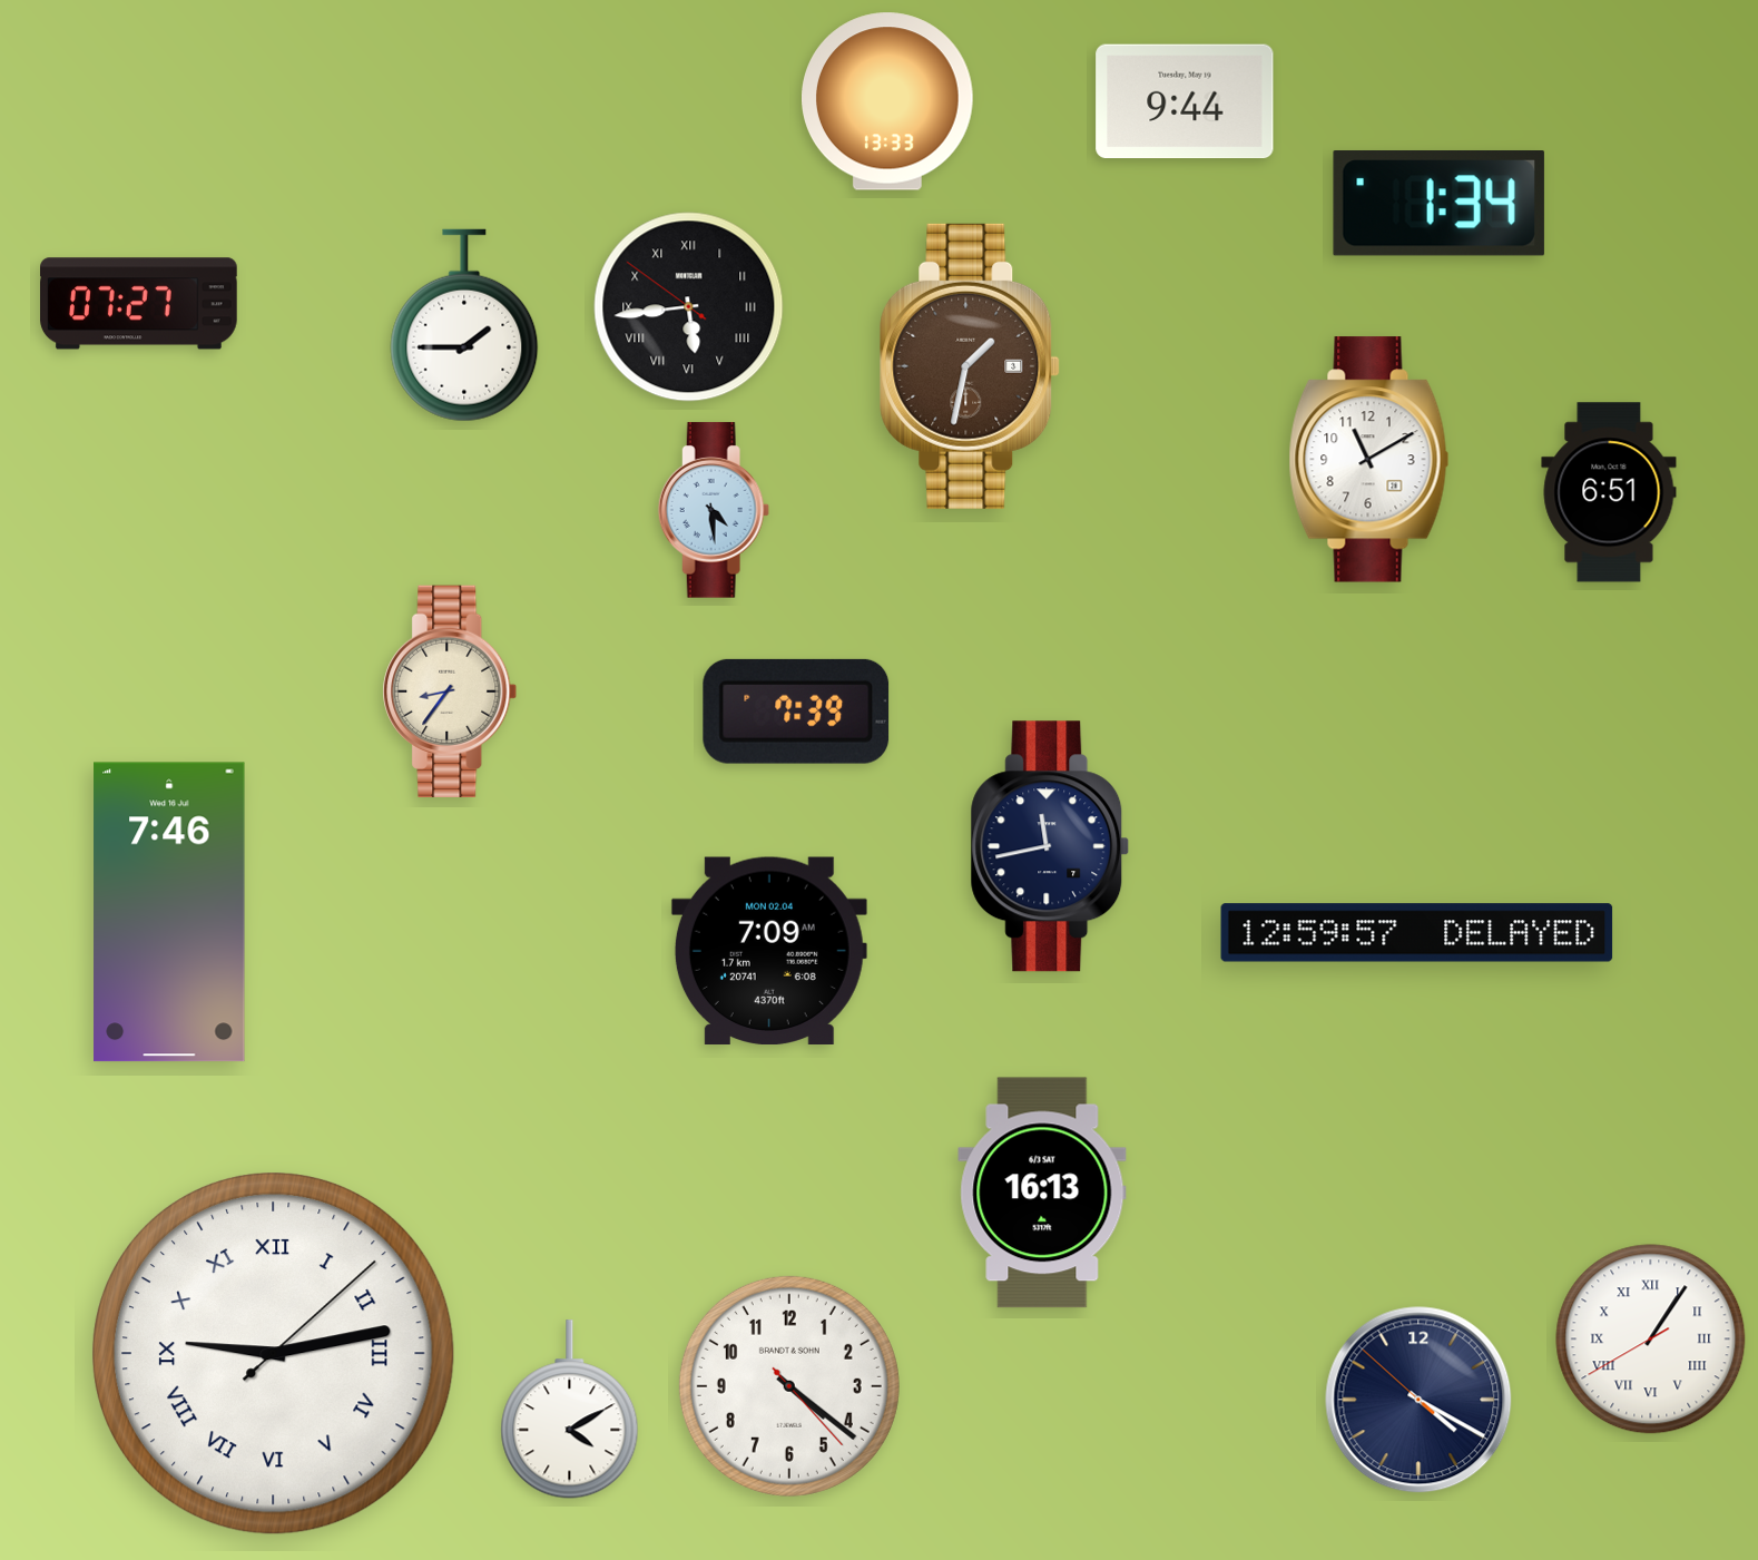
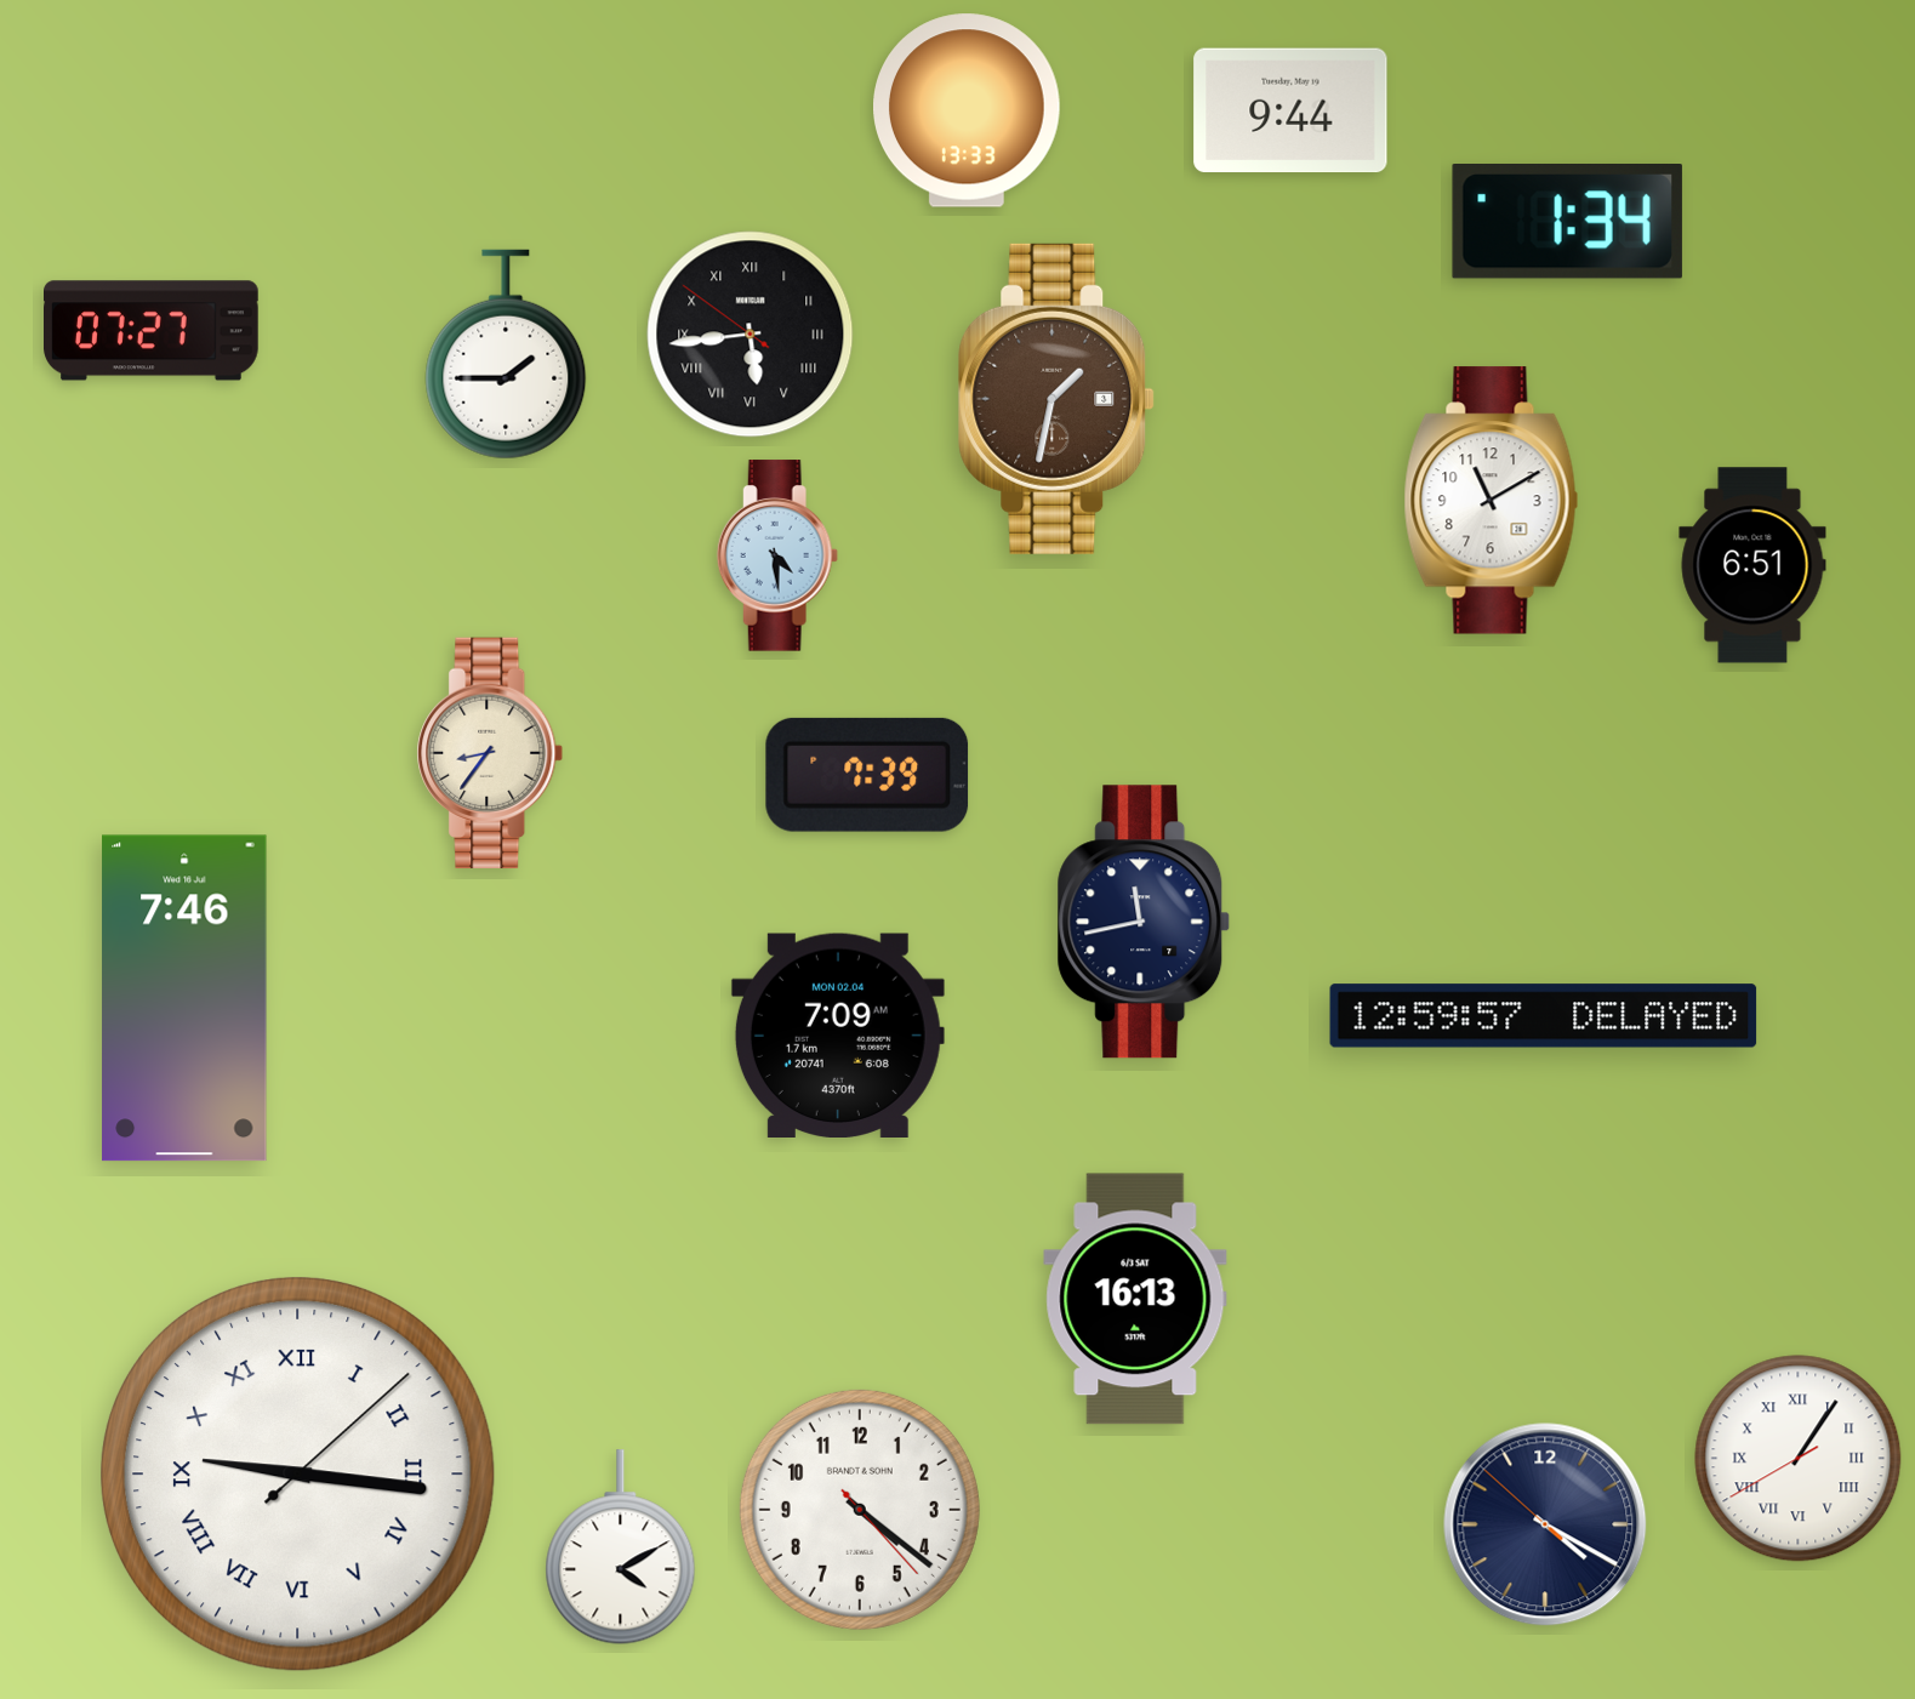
clock at (1609, 492) position: (1609, 492) -> (1752, 565)
clock at (169, 912) position: (169, 912) -> (184, 998)
clock at (273, 1353): 9:13 -> 9:16
clock at (570, 1410) position: (570, 1410) -> (621, 1547)
